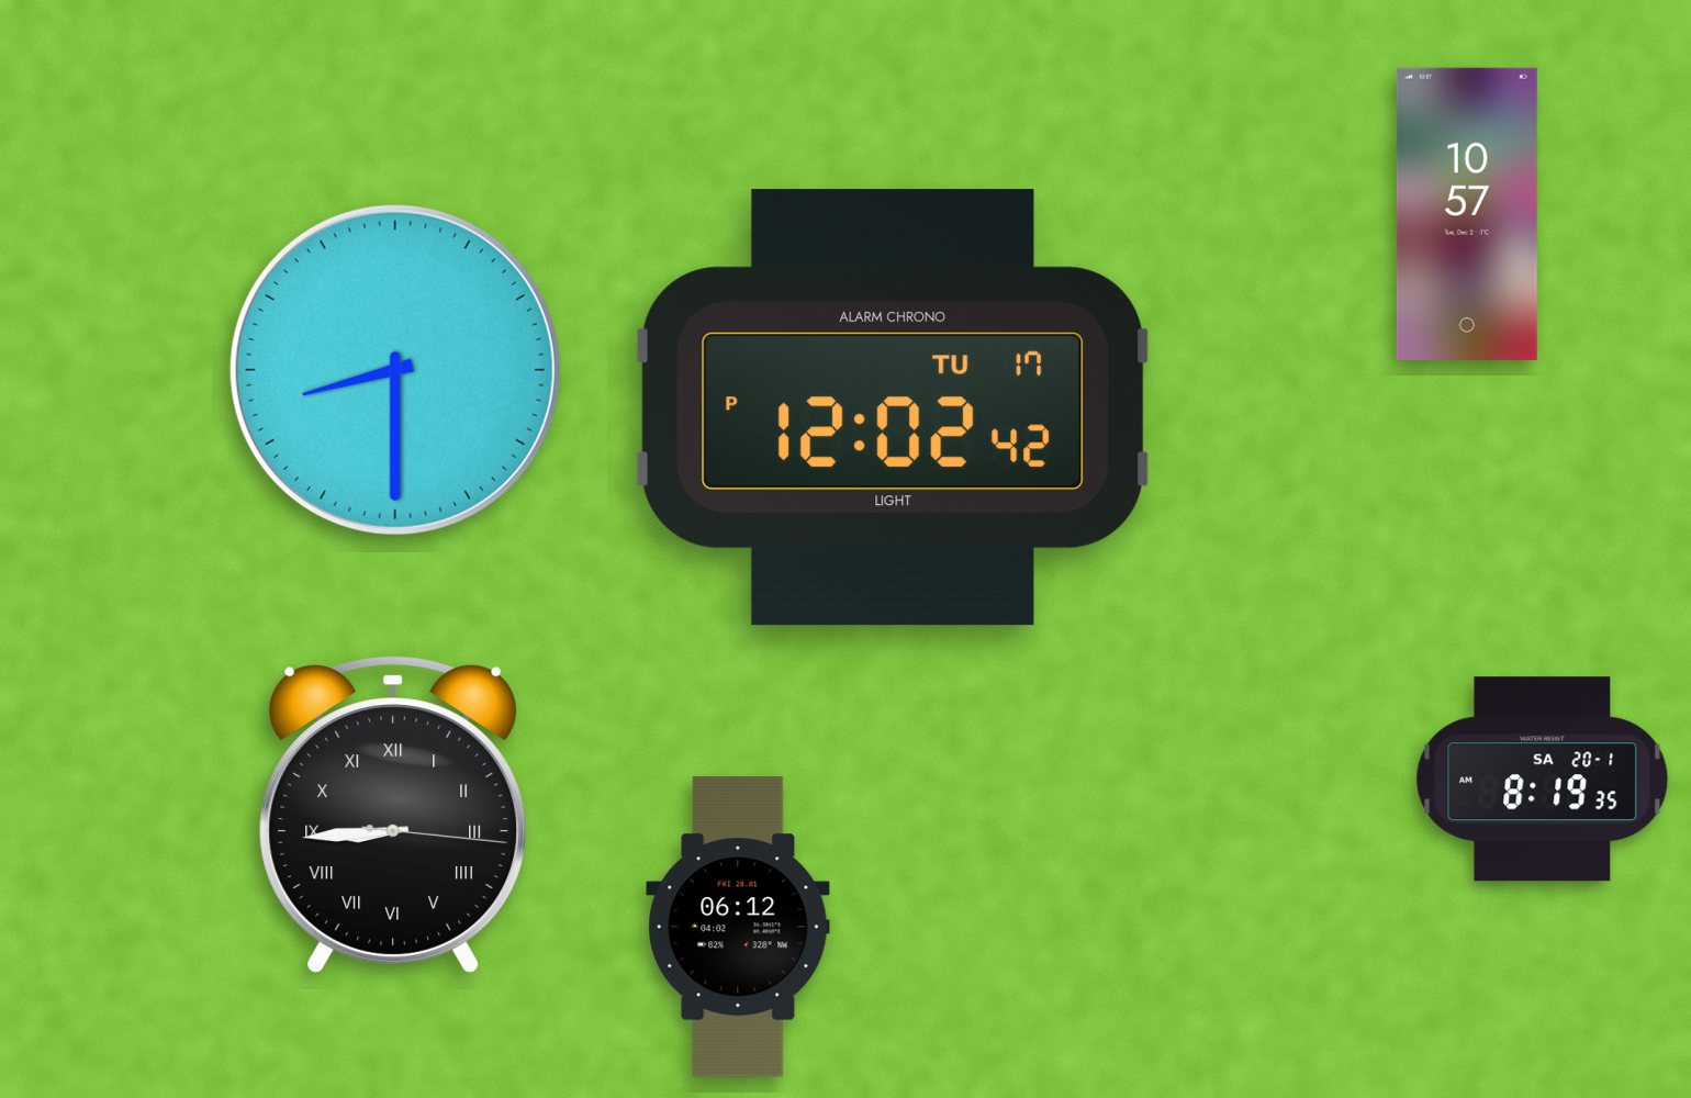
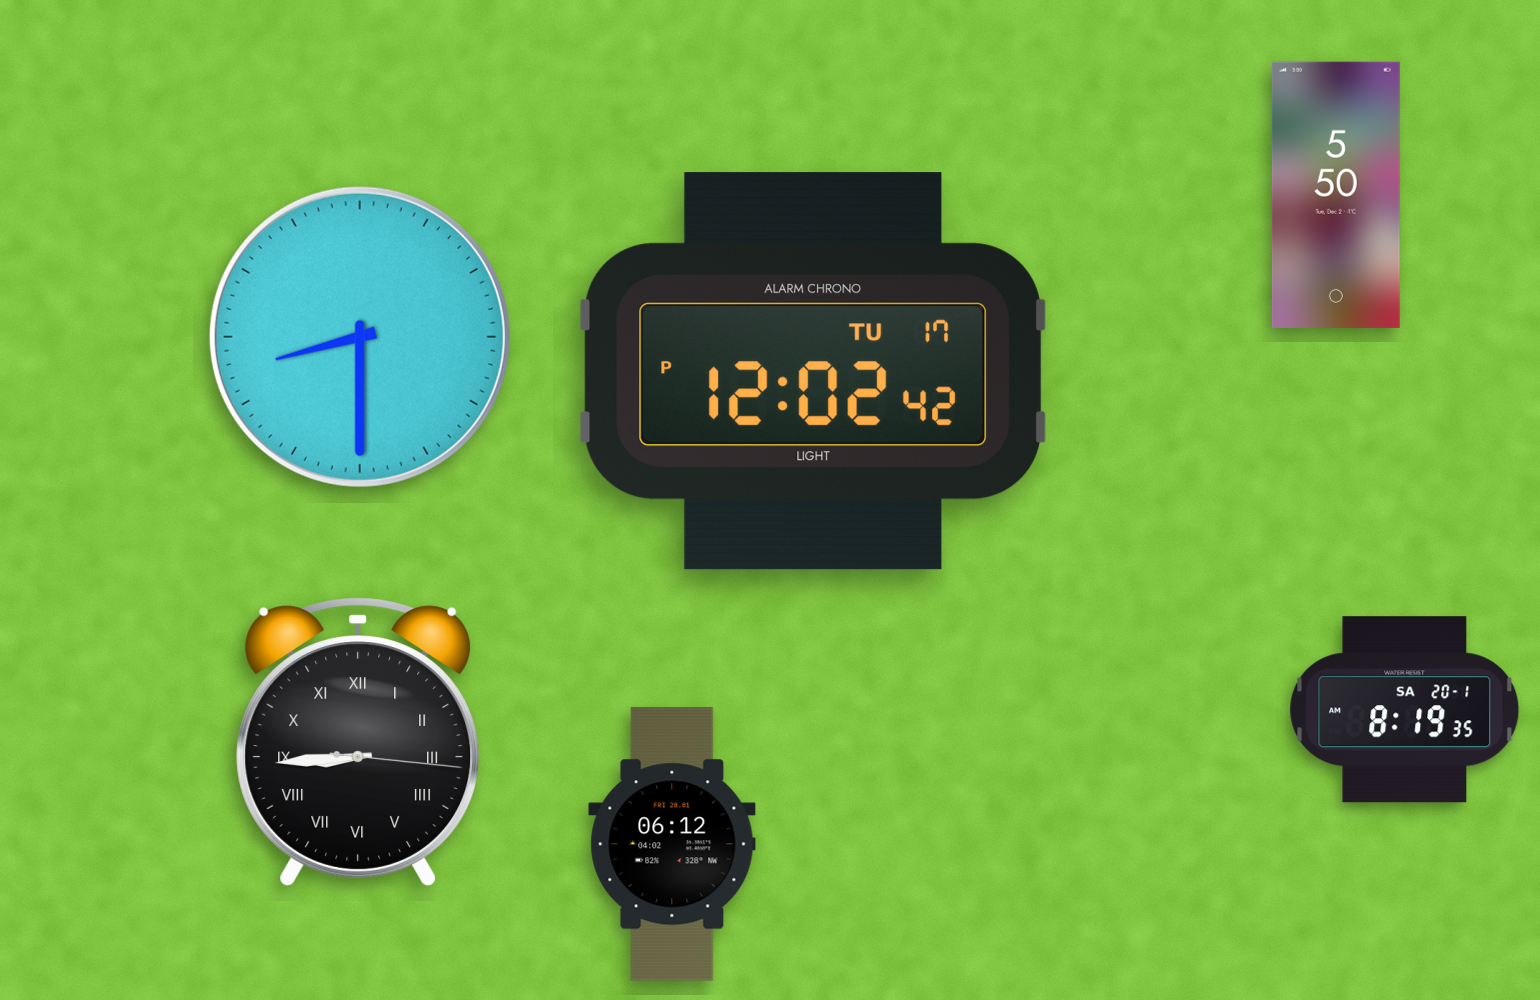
clock at (1467, 214): 10:57 -> 5:50
